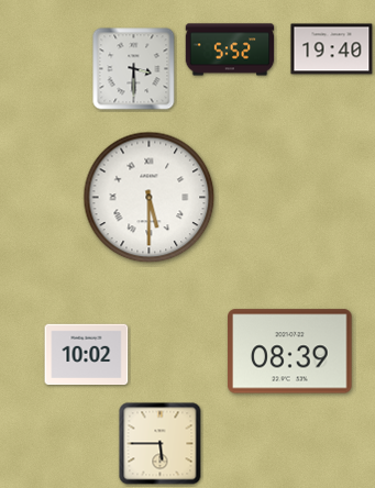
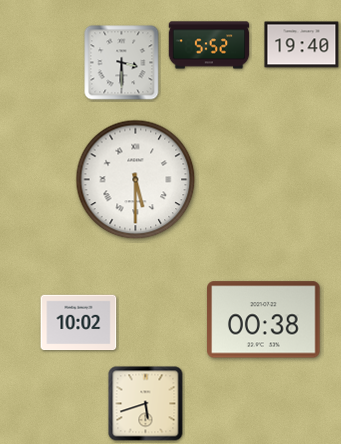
clock at (290, 352): 08:39 -> 00:38
clock at (161, 444): 5:45 -> 5:42
